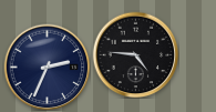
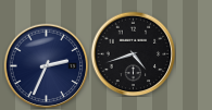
clock at (135, 54): 4:46 -> 4:42
